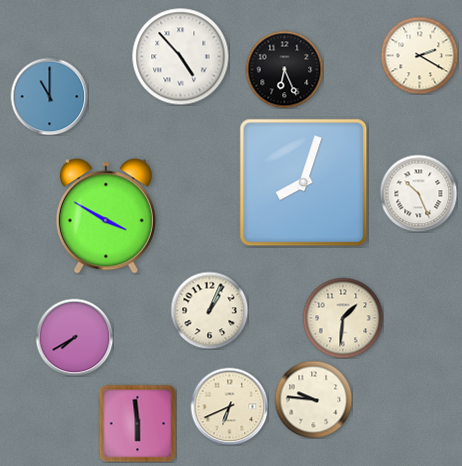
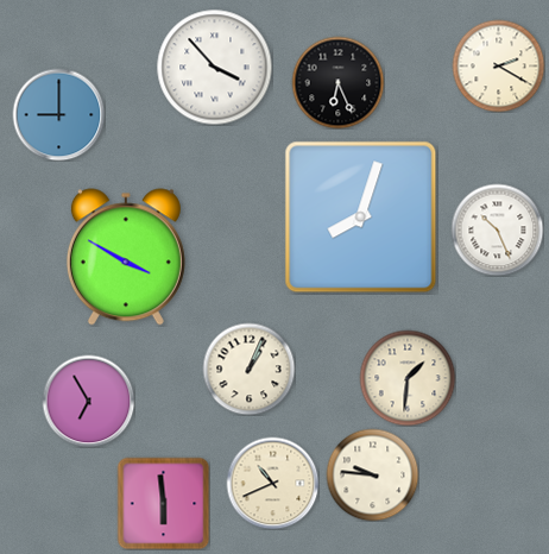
clock at (180, 56): 4:53 -> 3:53
clock at (49, 96): 11:00 -> 9:00
clock at (74, 337): 7:40 -> 6:55
clock at (229, 406): 6:41 -> 10:41
